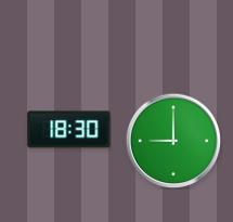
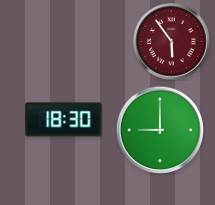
clock at (172, 42): none -> 5:54
